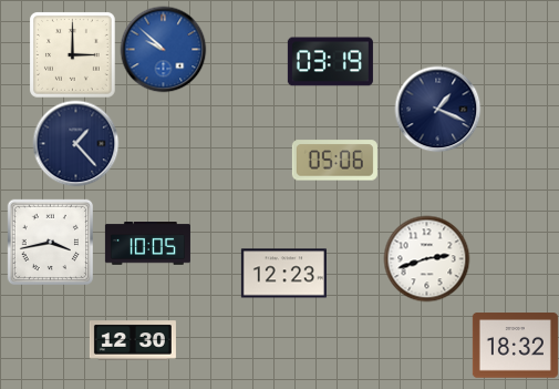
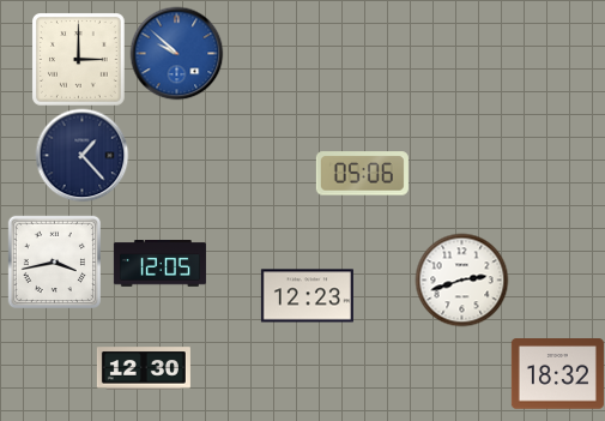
clock at (330, 62): 03:19 -> none
clock at (437, 109): 1:19 -> none
clock at (147, 244): 10:05 -> 12:05
